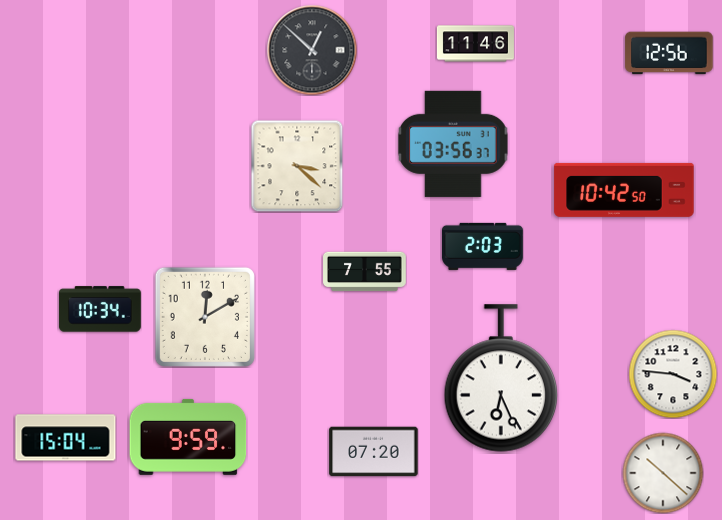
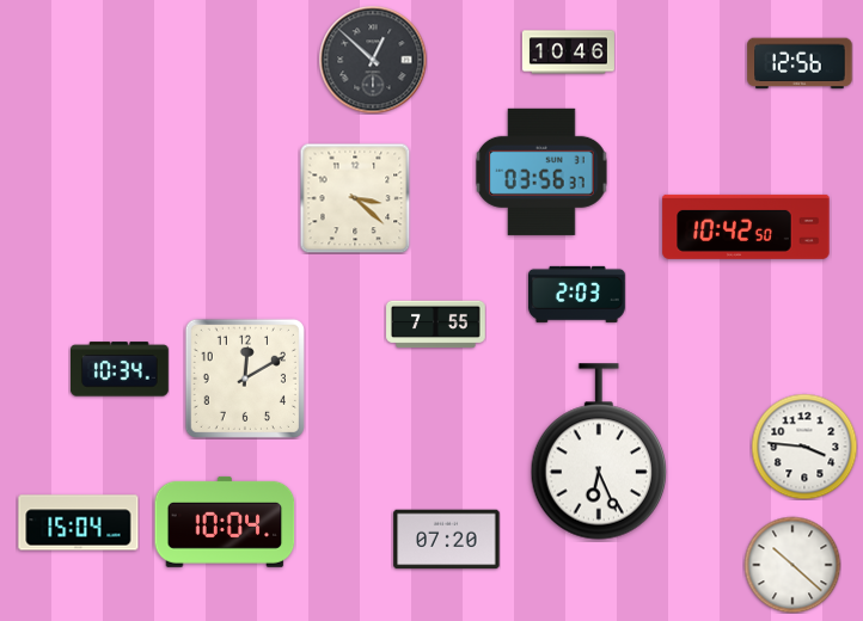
clock at (475, 44): 11:46 -> 10:46
clock at (188, 437): 9:59 -> 10:04
